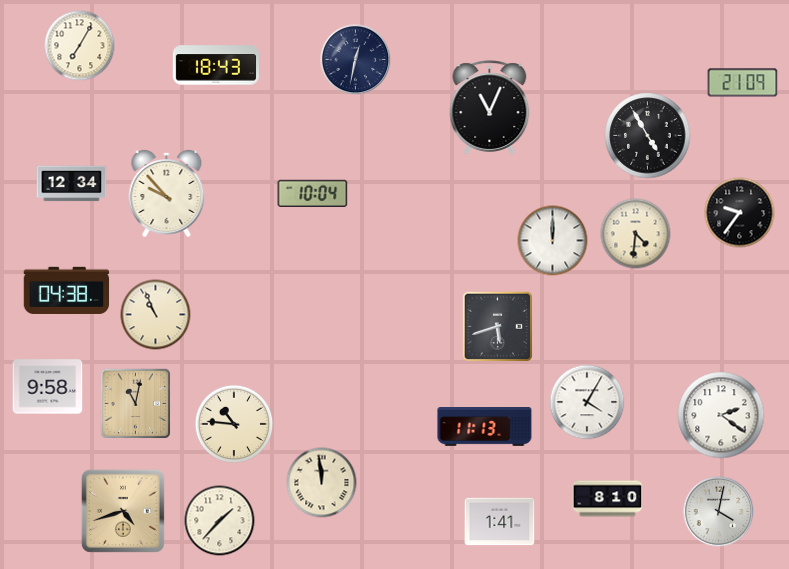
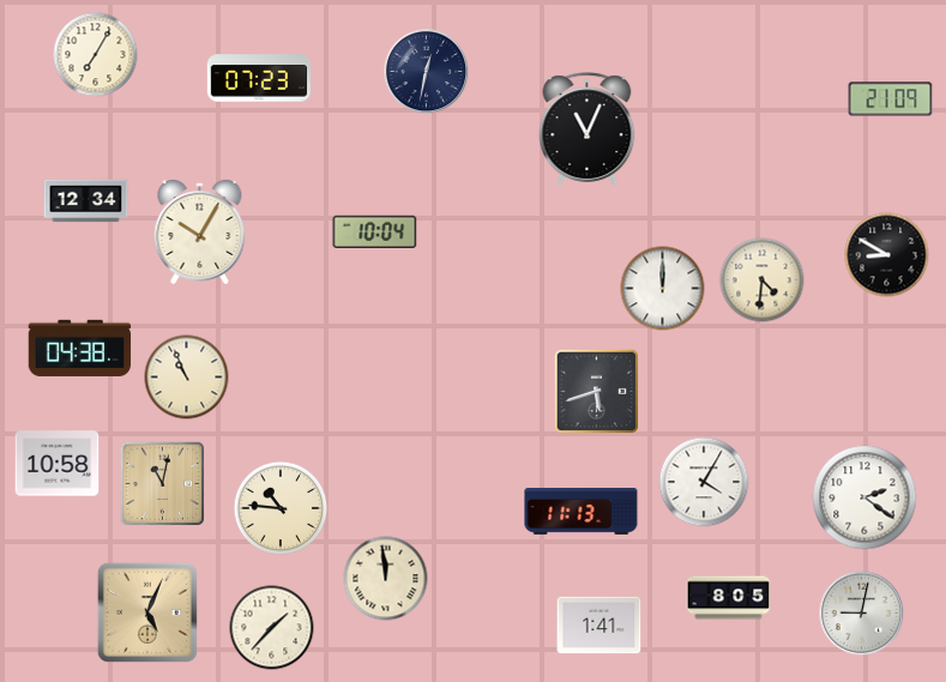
clock at (216, 65): 18:43 -> 07:23
clock at (648, 136): 4:55 -> none
clock at (72, 184) position: (72, 184) -> (86, 201)
clock at (167, 193): 9:53 -> 10:05
clock at (740, 213): 9:36 -> 8:50
clock at (48, 387): 9:58 -> 10:58
clock at (608, 499): 8:10 -> 8:05
clock at (123, 511): 4:42 -> 5:04
clock at (719, 512): 4:02 -> 9:02
clock at (220, 521) position: (220, 521) -> (272, 628)
